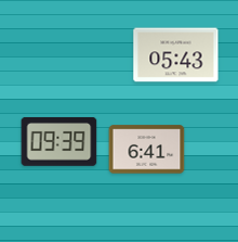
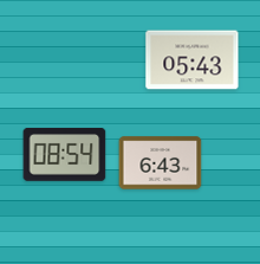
clock at (59, 142): 09:39 -> 08:54
clock at (147, 150): 6:41 -> 6:43
